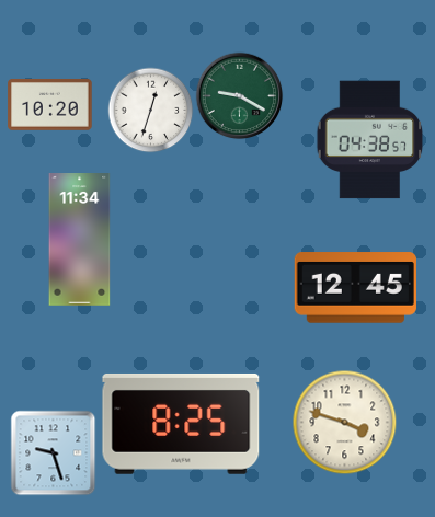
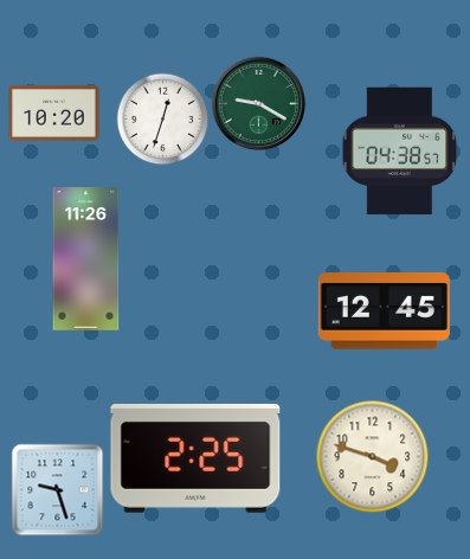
clock at (80, 240): 11:34 -> 11:26
clock at (181, 424): 8:25 -> 2:25
